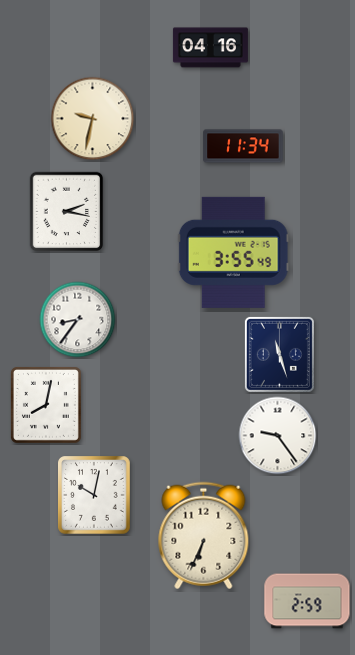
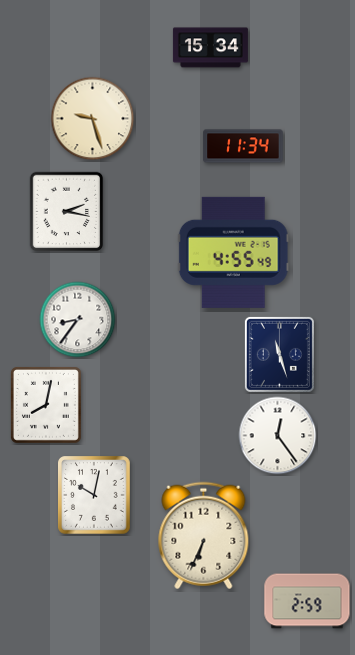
clock at (210, 48): 04:16 -> 15:34
clock at (93, 119): 9:32 -> 9:27
clock at (233, 252): 3:55 -> 4:55
clock at (278, 436): 9:24 -> 12:24
